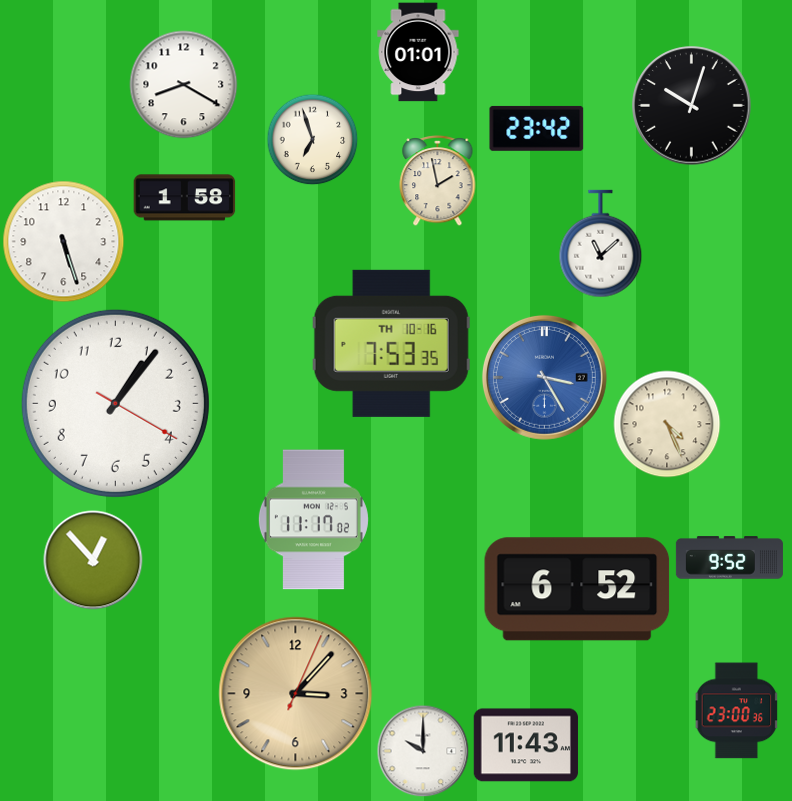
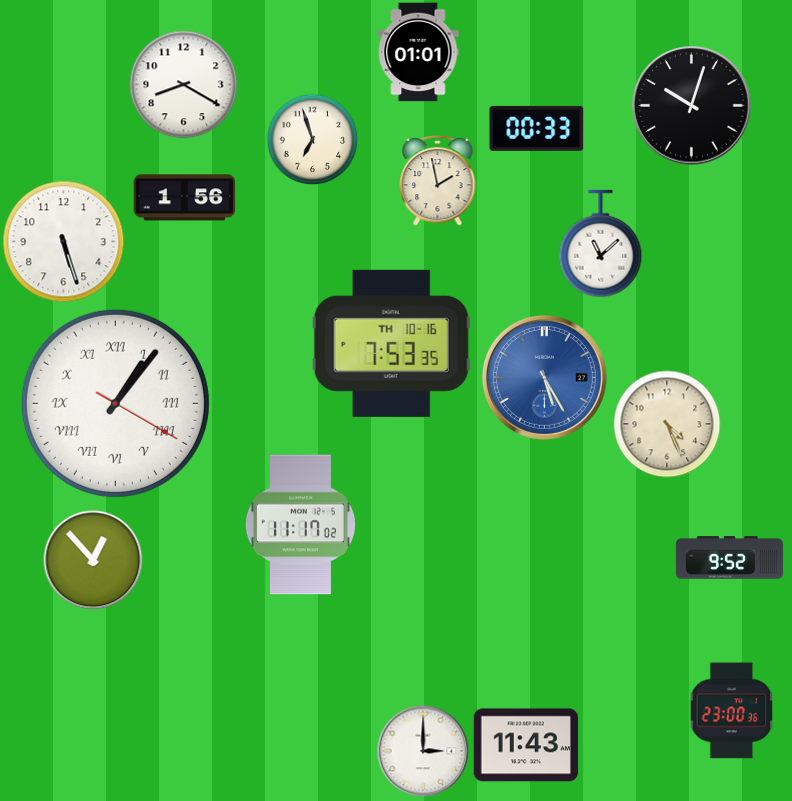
clock at (537, 128): 23:42 -> 00:33
clock at (185, 198): 1:58 -> 1:56
clock at (544, 377): 3:25 -> 5:25
clock at (115, 403) numerals: Arabic -> Roman
clock at (313, 520) position: (313, 520) -> (300, 525)
clock at (577, 589): 6:52 -> none
clock at (296, 694): 3:07 -> none
clock at (737, 711) position: (737, 711) -> (732, 711)
clock at (423, 751): 10:00 -> 3:00
